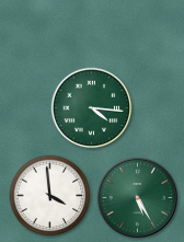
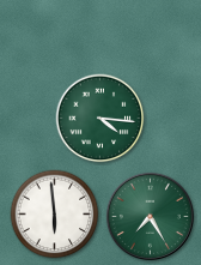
clock at (50, 196): 3:59 -> 5:59
clock at (137, 197): 5:25 -> 7:25
